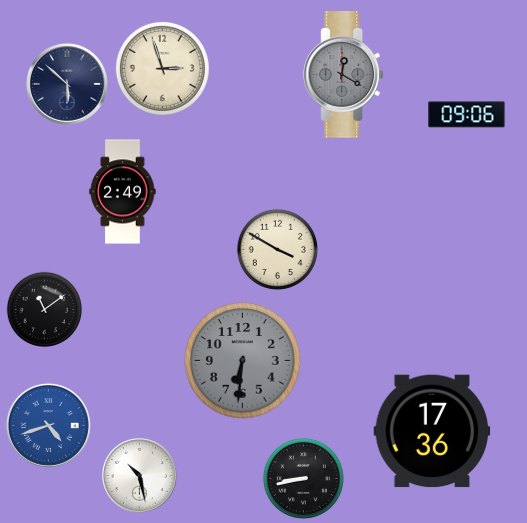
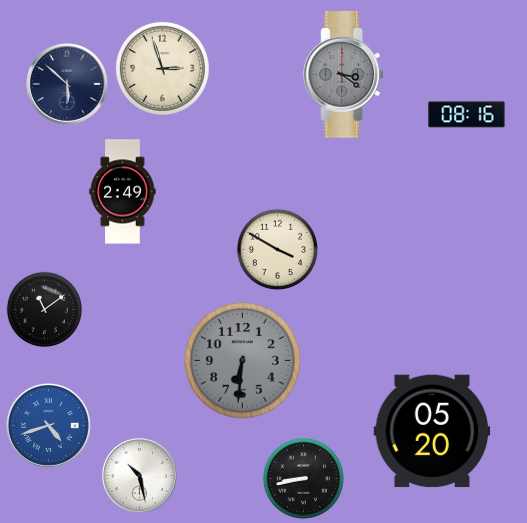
clock at (344, 75): 12:20 -> 3:21
clock at (467, 115): 09:06 -> 08:16
clock at (432, 431): 17:36 -> 05:20
